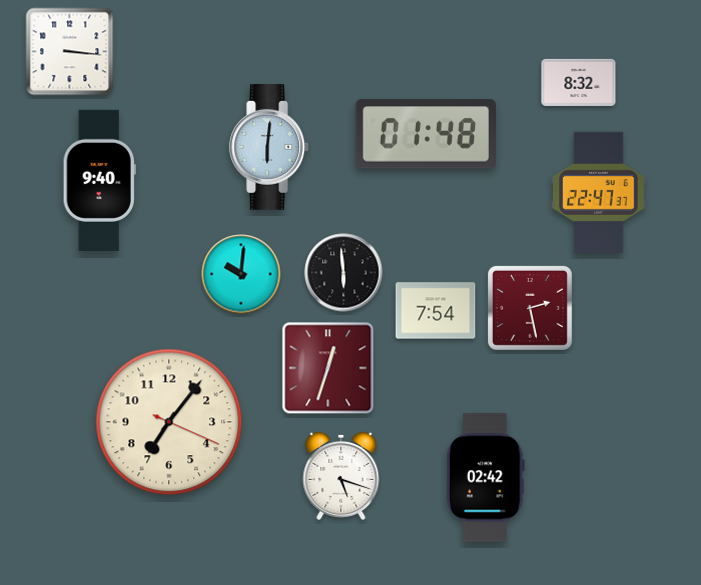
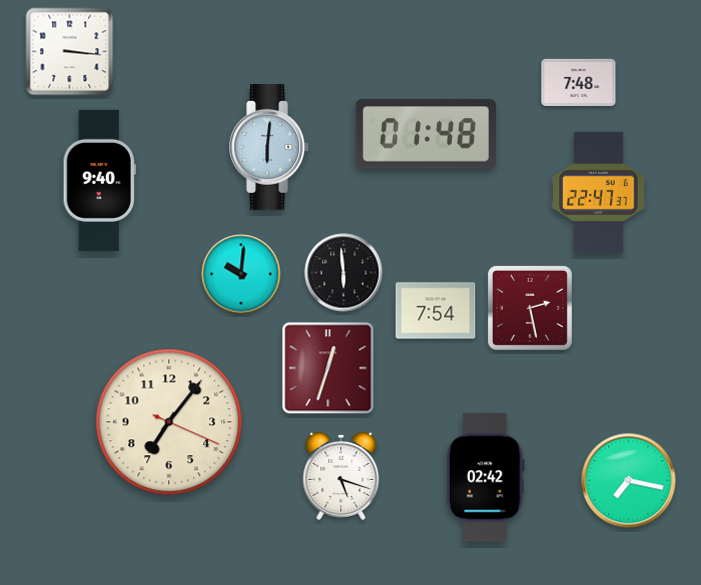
clock at (579, 82): 8:32 -> 7:48
clock at (629, 481): none -> 7:17
